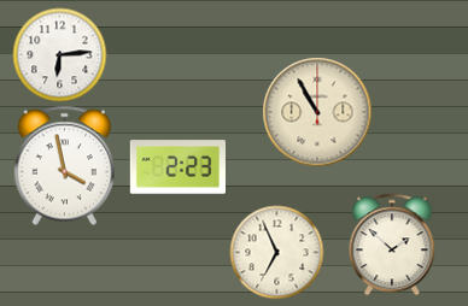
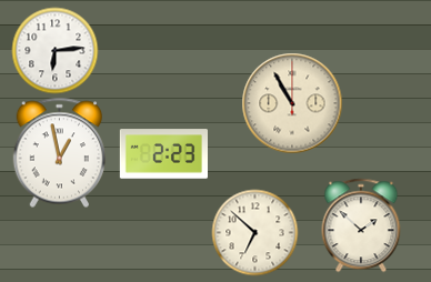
clock at (65, 165): 3:58 -> 12:58
clock at (276, 252): 6:56 -> 6:52
